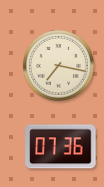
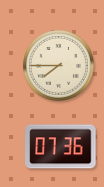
clock at (58, 65): 7:17 -> 7:45
